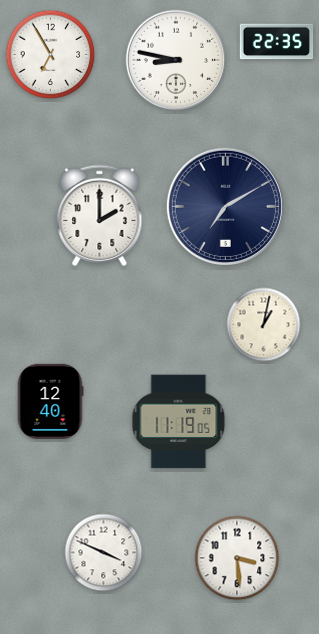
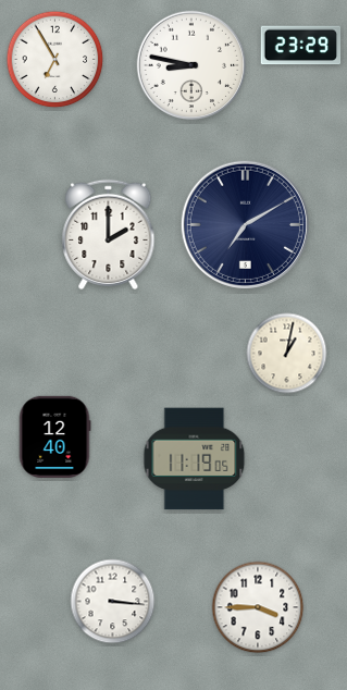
clock at (277, 42): 22:35 -> 23:29
clock at (104, 553): 3:49 -> 3:16
clock at (237, 558): 3:29 -> 3:45
